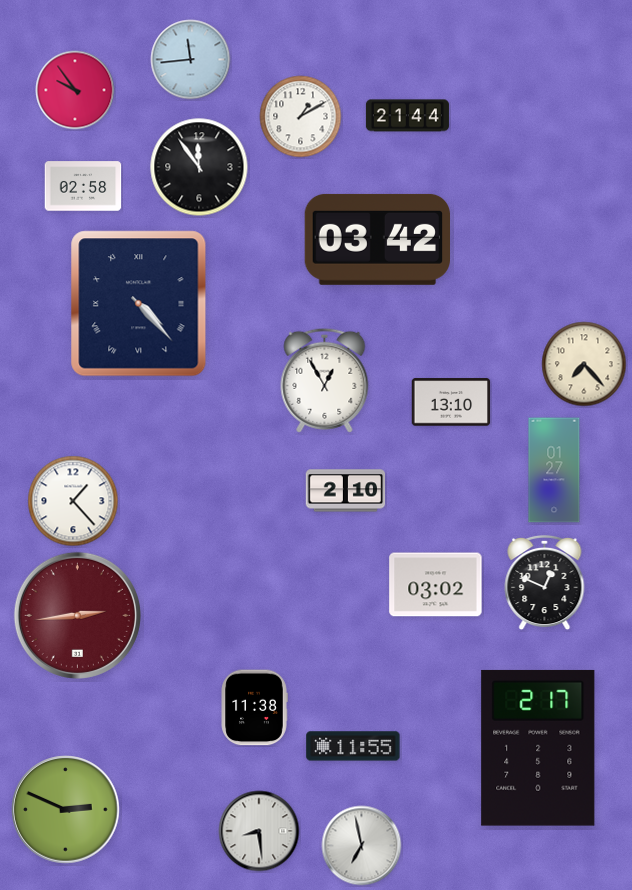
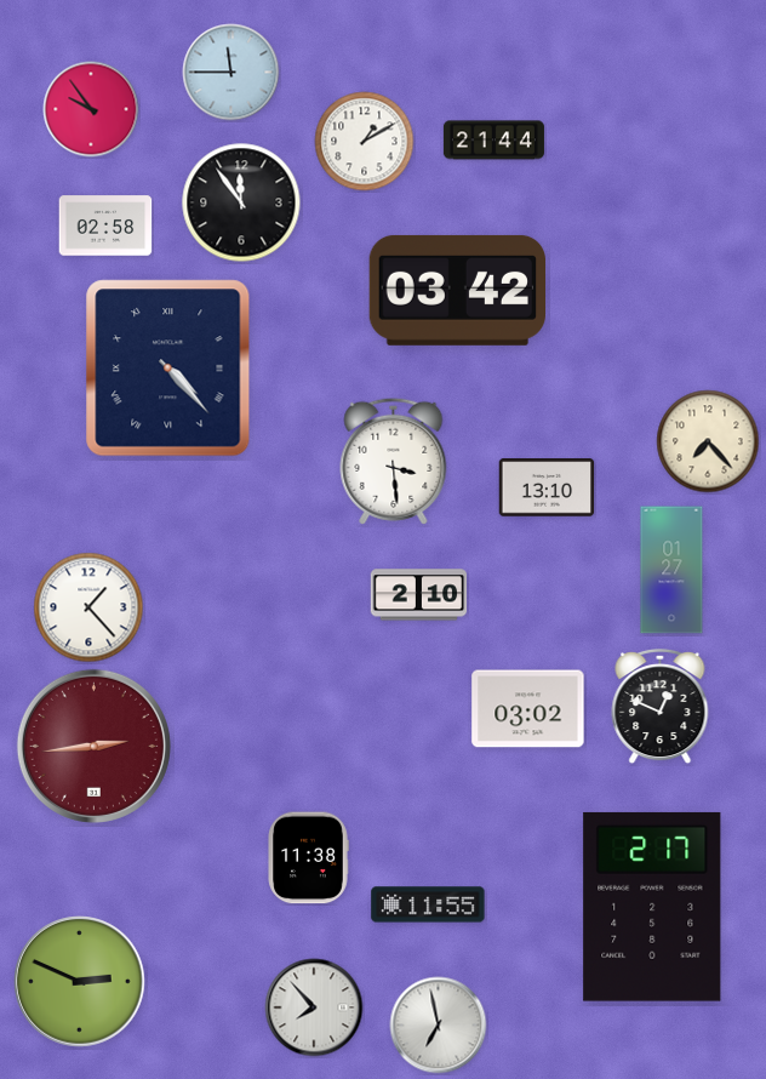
clock at (191, 60): 11:44 -> 11:45
clock at (83, 186) position: (83, 186) -> (105, 225)
clock at (325, 380): 12:55 -> 3:29
clock at (259, 831): 8:29 -> 7:53
